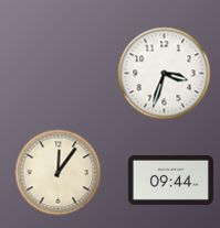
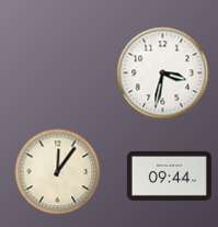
clock at (164, 73): 3:33 -> 3:32
clock at (170, 180) position: (170, 180) -> (169, 175)
